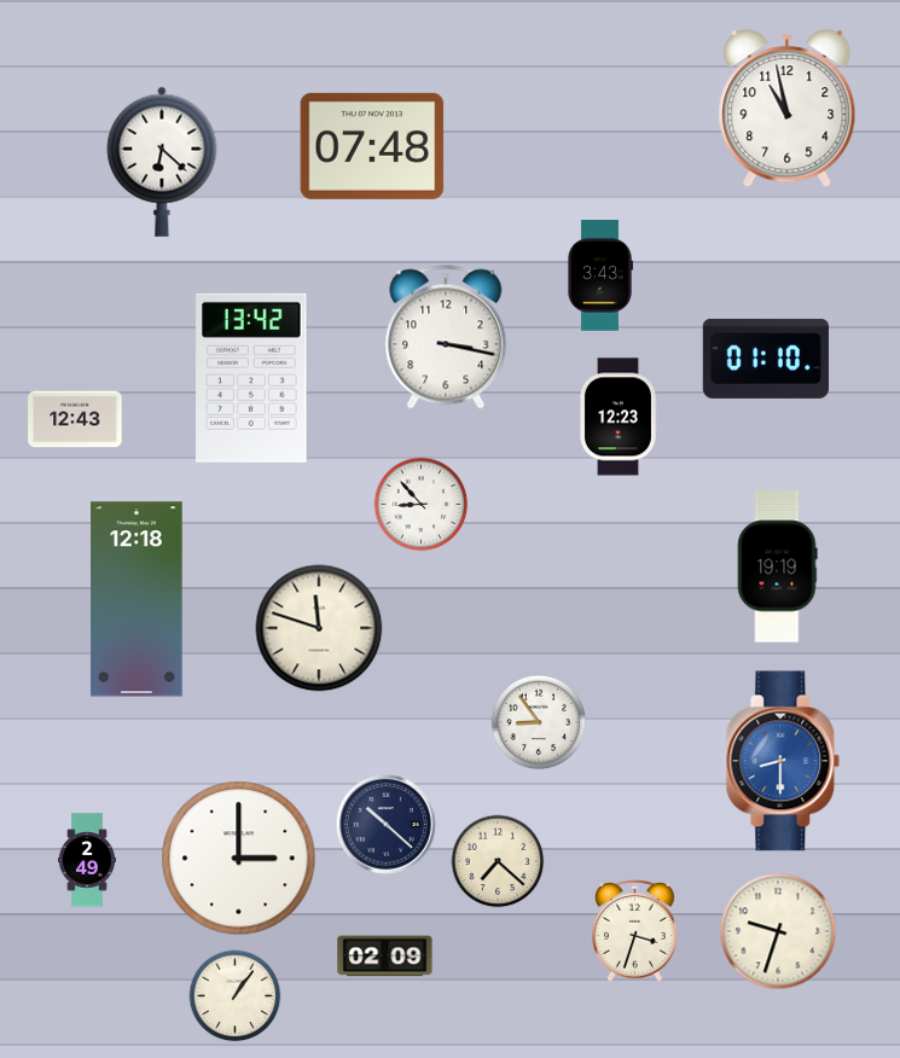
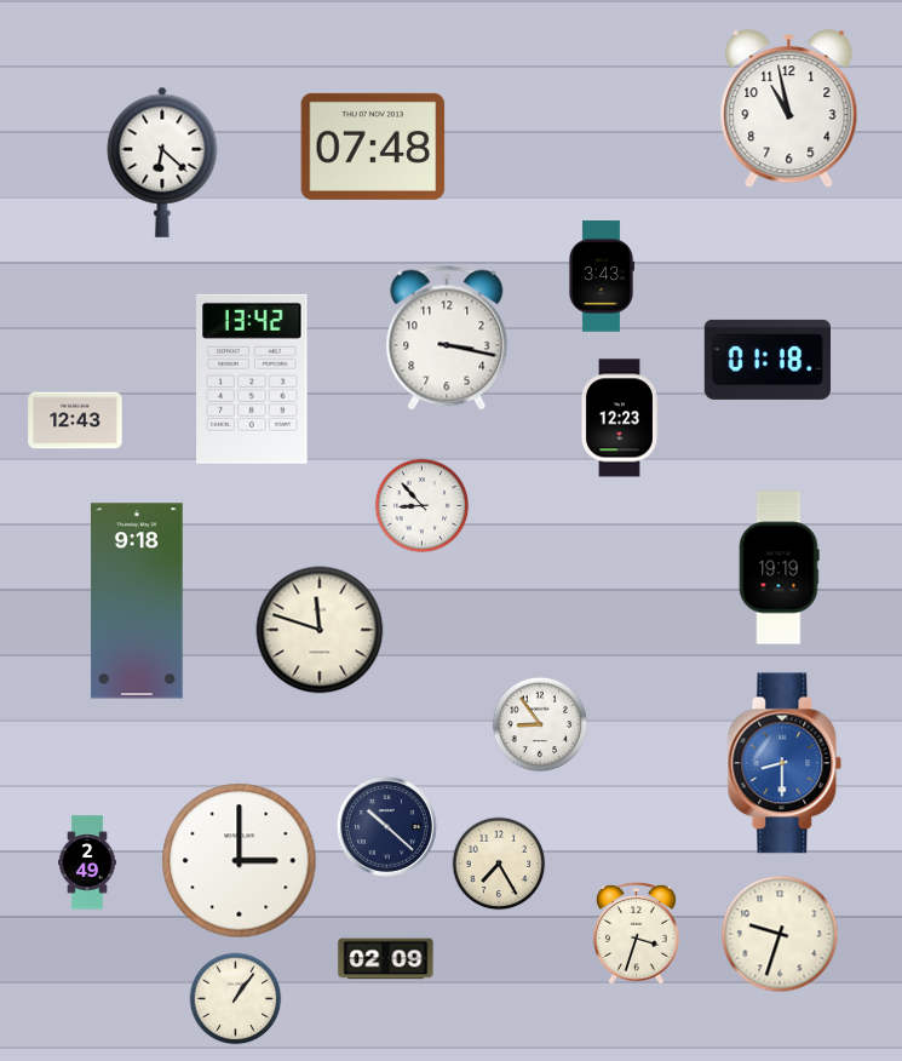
clock at (765, 359): 01:10 -> 01:18
clock at (137, 599): 12:18 -> 9:18
clock at (498, 861): 7:22 -> 7:25
